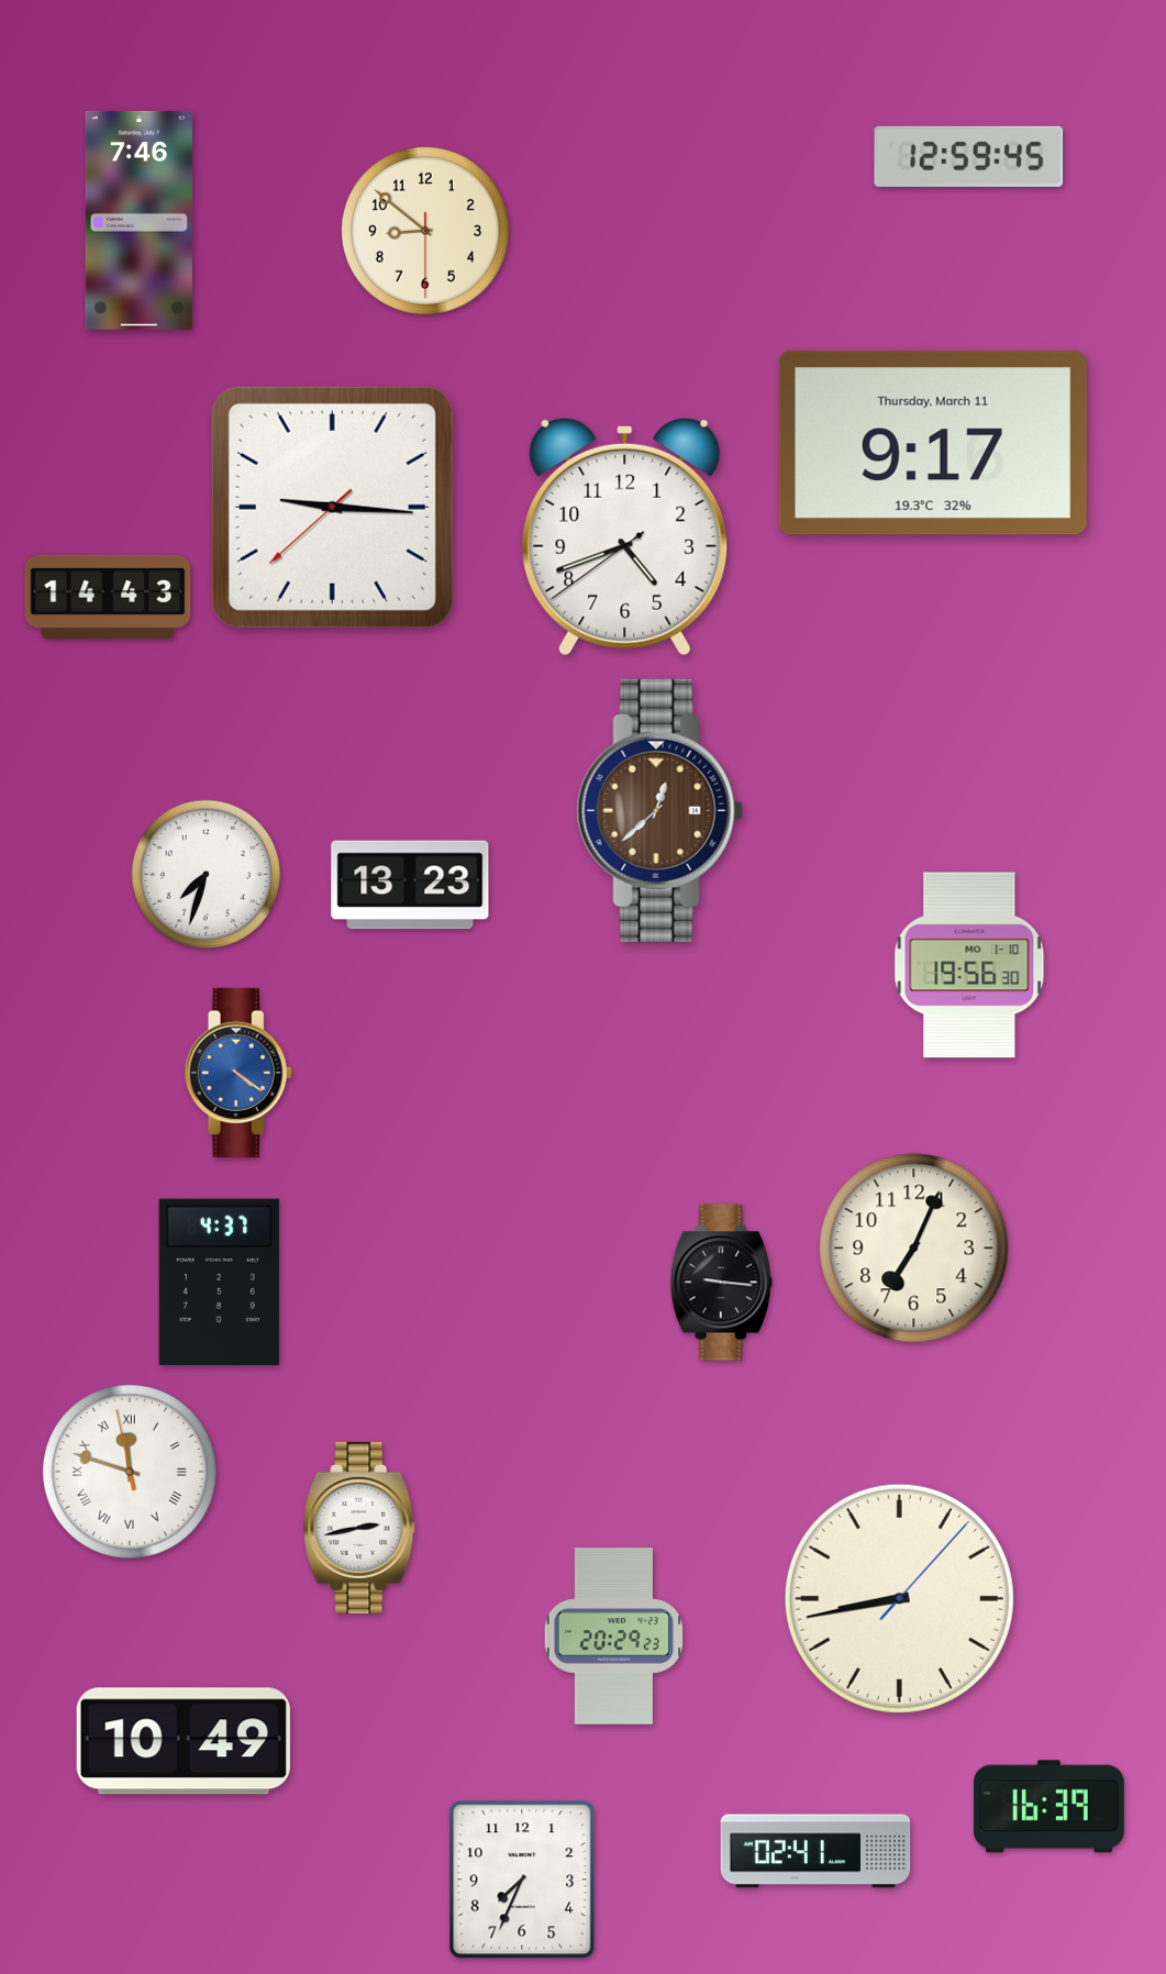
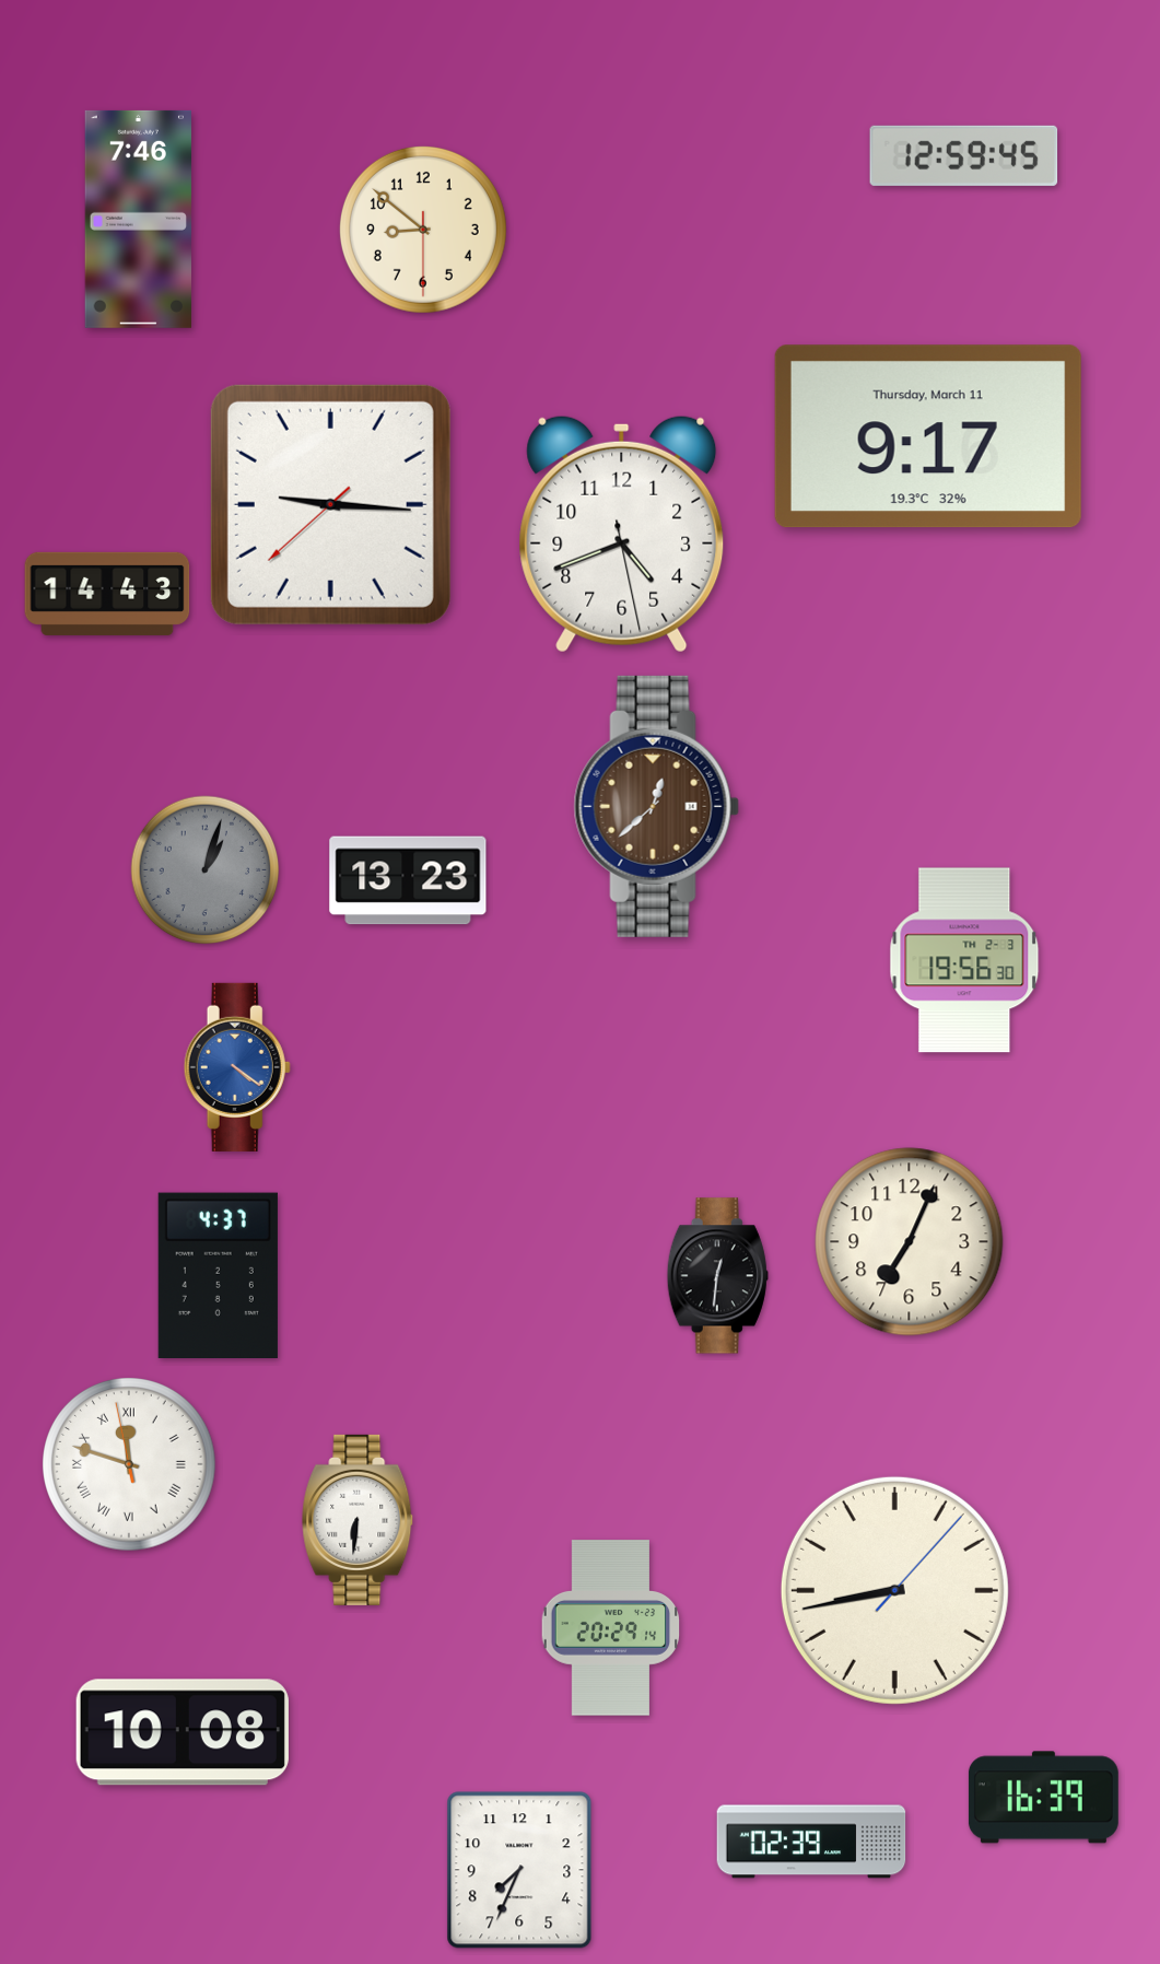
clock at (933, 443) position: (933, 443) -> (928, 436)
clock at (625, 536): 4:41:39 -> 4:41:28
clock at (207, 875): 7:33 -> 1:03
clock at (207, 875) dial: white -> grey
clock at (969, 965) date: MO 1-10 -> TH 2-3
clock at (721, 1283): 9:16 -> 12:31
clock at (360, 1528): 2:43 -> 6:31
clock at (614, 1637): 20:29:23 -> 20:29:14
clock at (184, 1741): 10:49 -> 10:08
clock at (815, 1851): 02:41 -> 02:39
